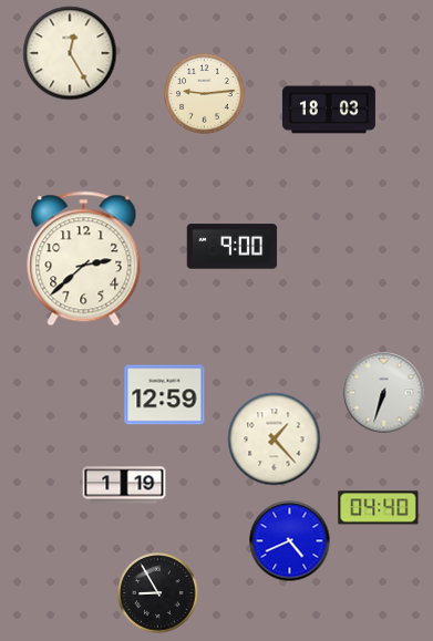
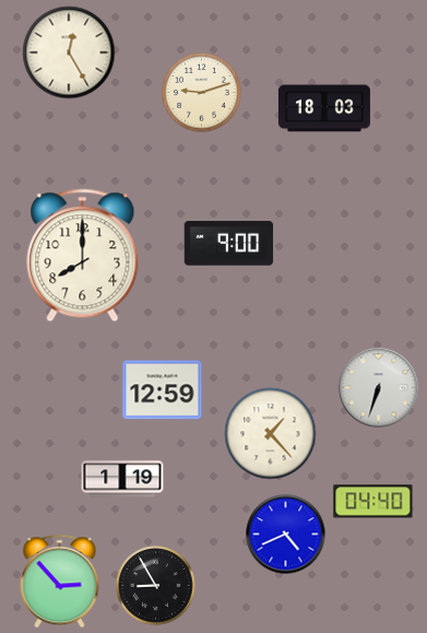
clock at (205, 94): 9:14 -> 9:12
clock at (84, 259): 2:38 -> 8:00
clock at (60, 582): none -> 2:53
